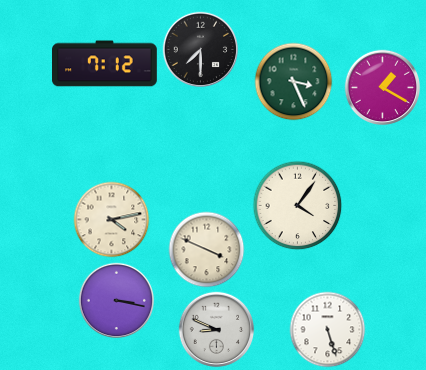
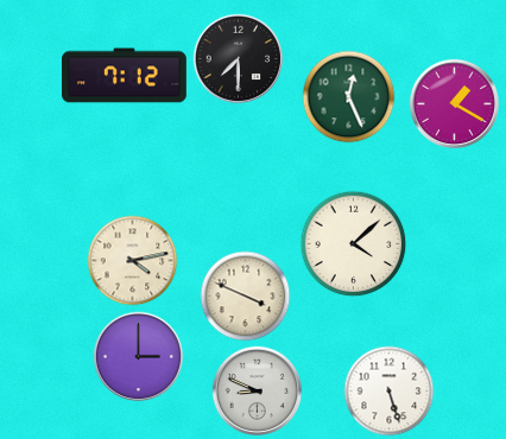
clock at (294, 82): 3:26 -> 12:26
clock at (298, 206): 4:06 -> 4:08
clock at (117, 301): 3:17 -> 3:00
